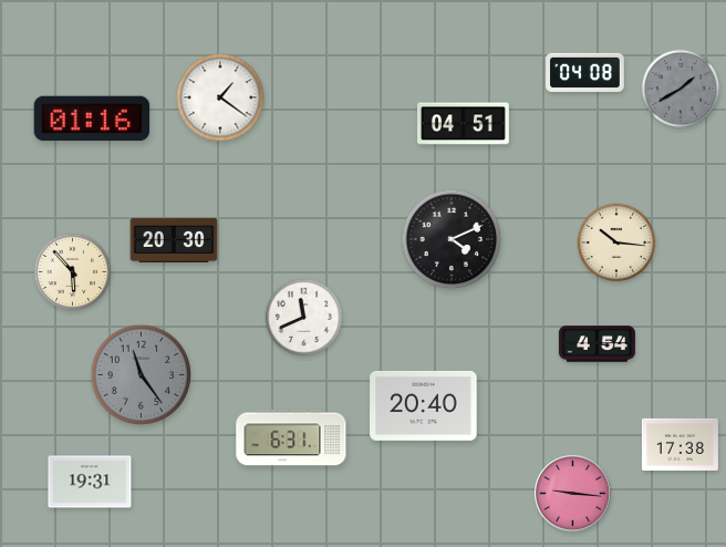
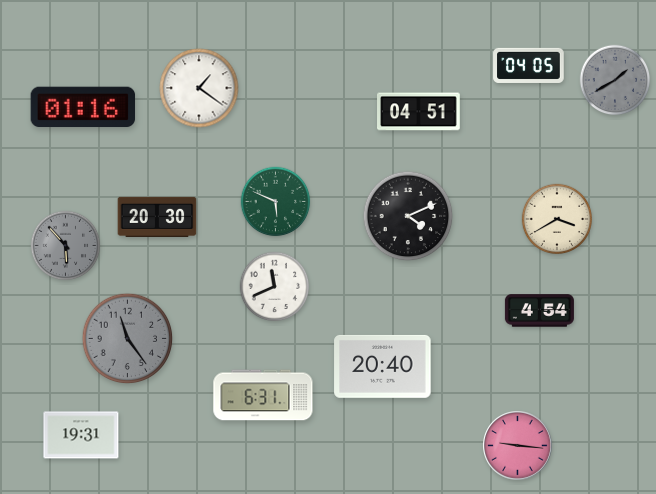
clock at (585, 72): 04:08 -> 04:05
clock at (276, 202): none -> 5:49
clock at (616, 242): 10:16 -> 3:40
clock at (73, 272) dial: cream -> grey
clock at (680, 444): 17:38 -> none
